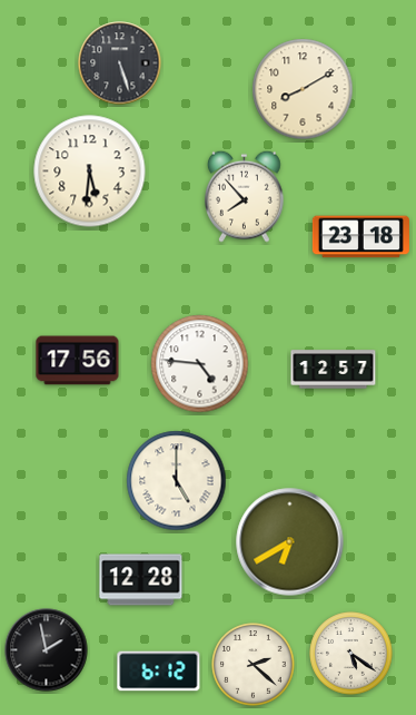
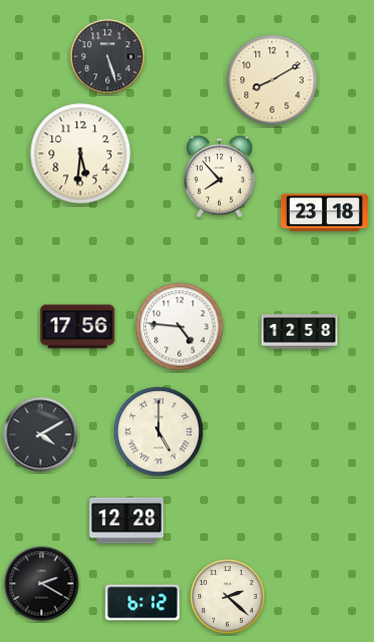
clock at (78, 361) position: (78, 361) -> (78, 327)
clock at (334, 370): 12:57 -> 12:58
clock at (41, 435): none -> 4:10
clock at (290, 542): 6:40 -> none
clock at (47, 650): 1:58 -> 2:20
clock at (351, 654): 5:21 -> none
